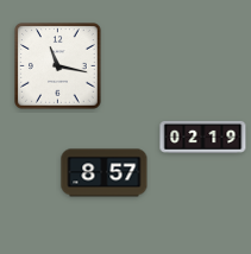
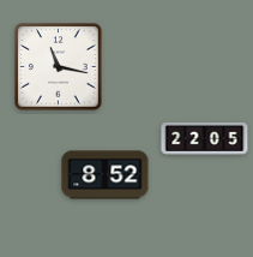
clock at (203, 136): 02:19 -> 22:05
clock at (105, 173): 8:57 -> 8:52
